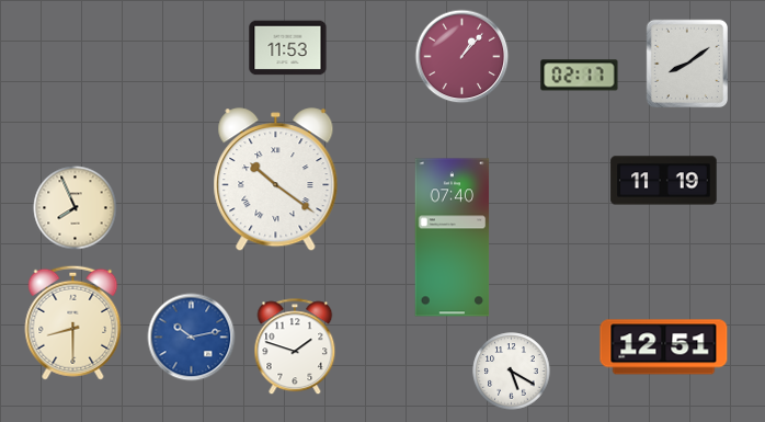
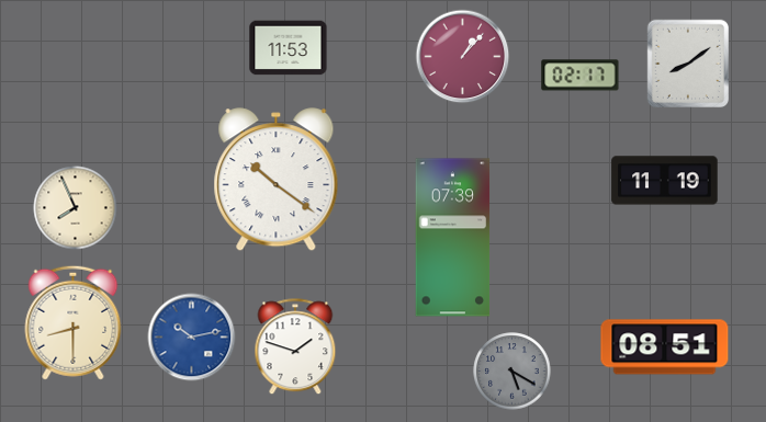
clock at (453, 238): 07:40 -> 07:39
clock at (664, 347): 12:51 -> 08:51
clock at (512, 372) dial: white -> grey
